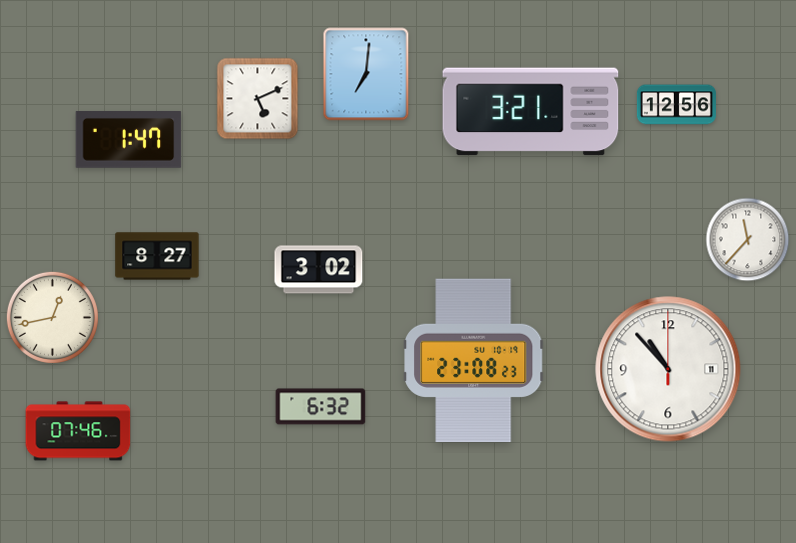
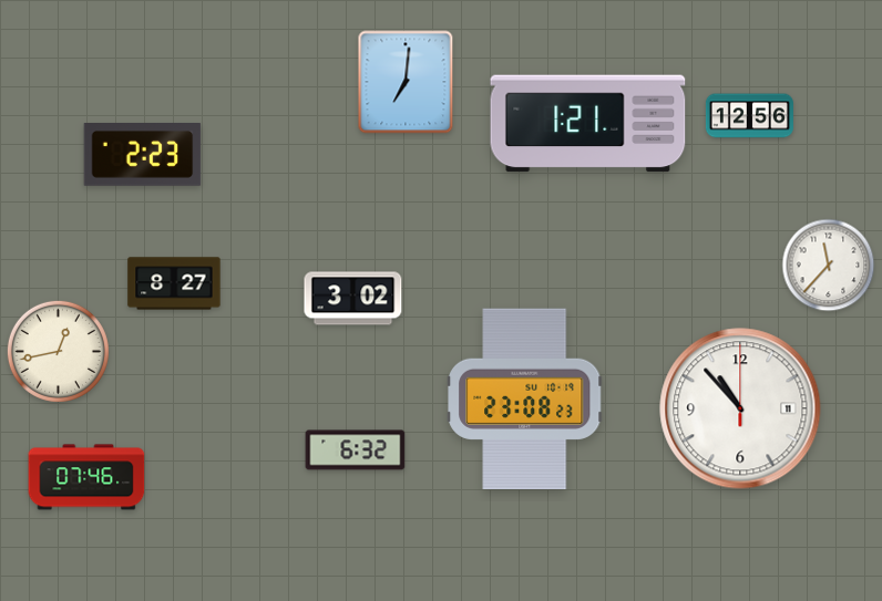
clock at (258, 99): 5:11 -> none
clock at (531, 112): 3:21 -> 1:21
clock at (129, 140): 1:47 -> 2:23
